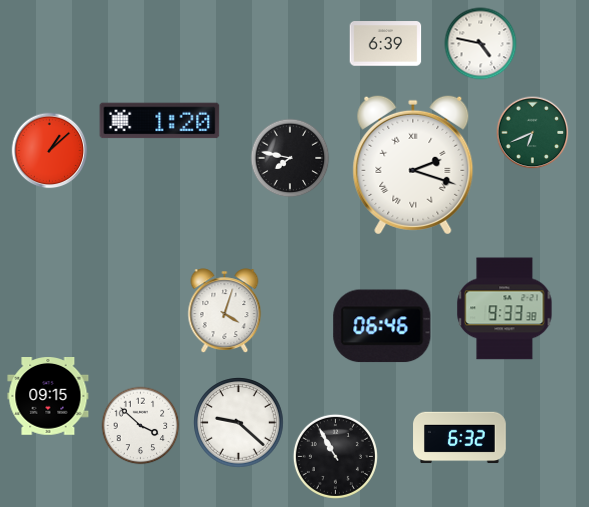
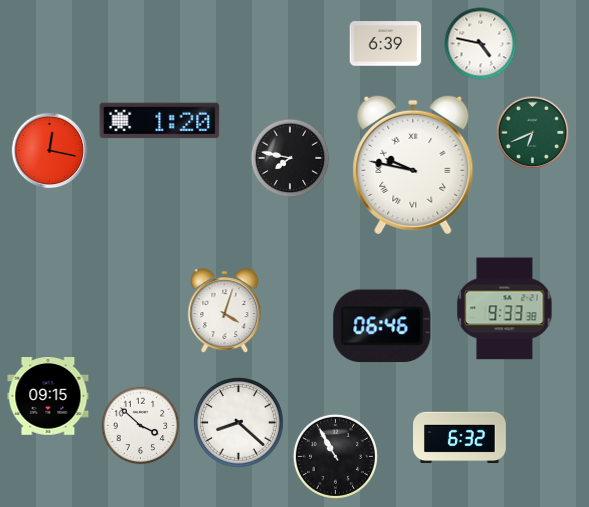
clock at (50, 151): 1:08 -> 12:17
clock at (413, 165): 2:18 -> 9:47
clock at (239, 423): 9:22 -> 8:22
